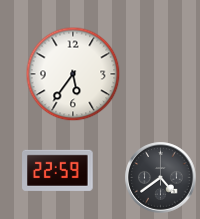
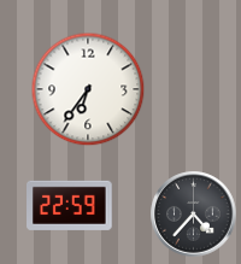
clock at (73, 74): 5:36 -> 6:36
clock at (161, 178): 4:39 -> 4:37
